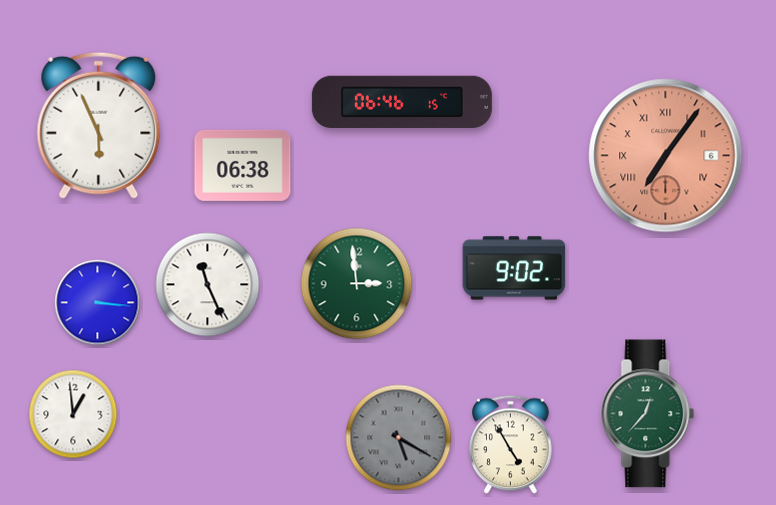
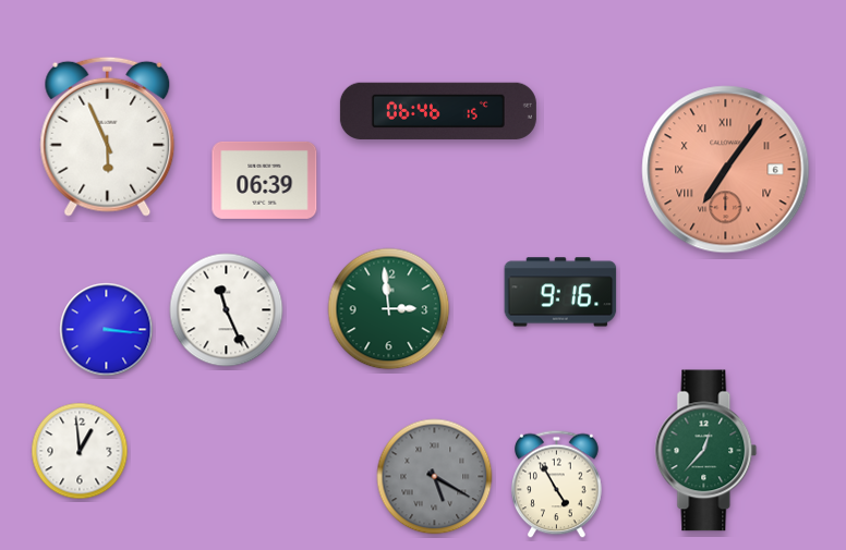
clock at (243, 165): 06:38 -> 06:39
clock at (514, 268): 9:02 -> 9:16
